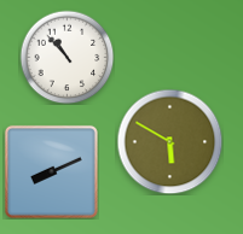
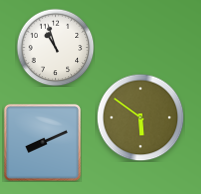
clock at (66, 57): 10:53 -> 10:57
clock at (169, 141): 5:50 -> 5:51
